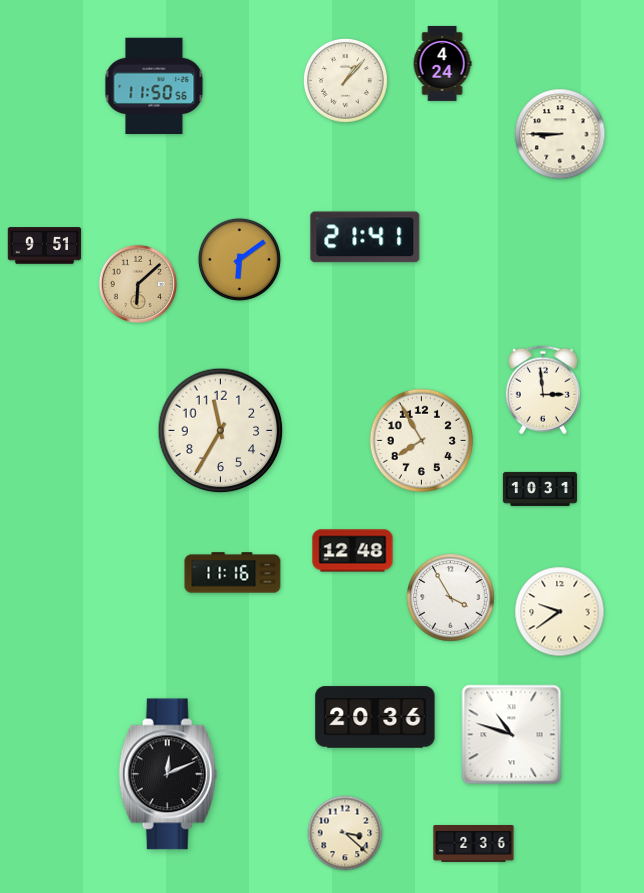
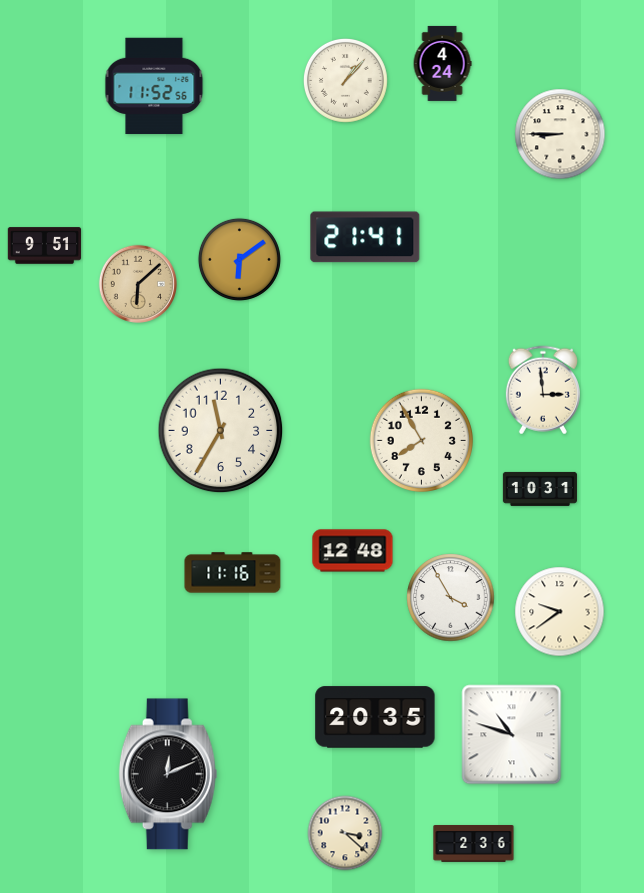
clock at (154, 86): 11:50 -> 11:52
clock at (375, 717): 20:36 -> 20:35
